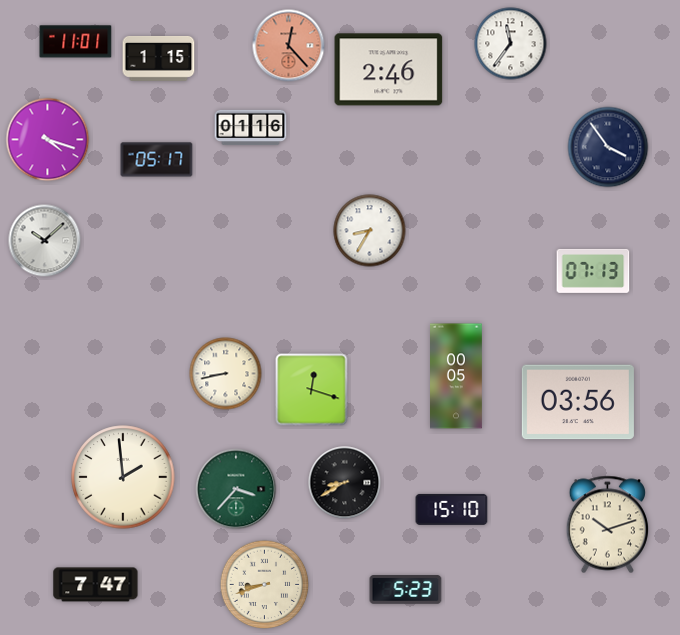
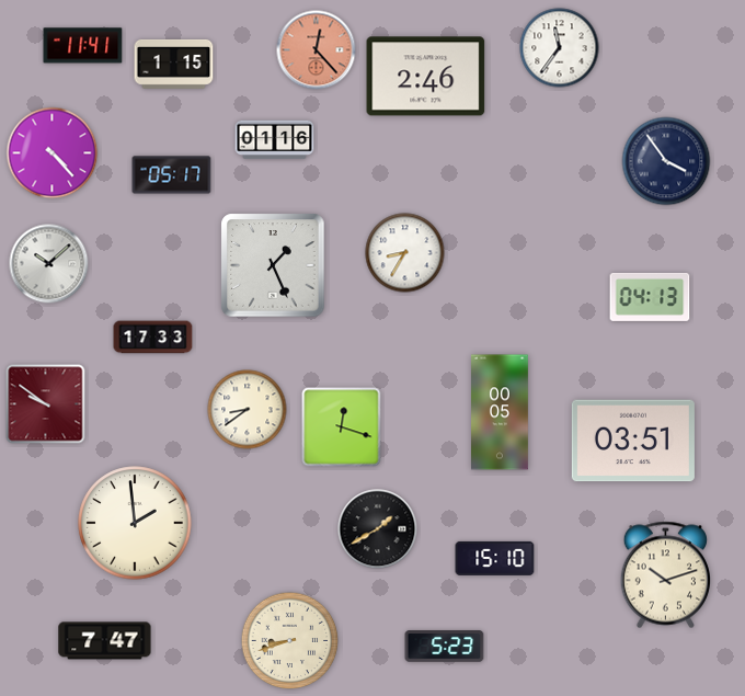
clock at (76, 42): 11:01 -> 11:41
clock at (48, 140): 4:18 -> 4:23
clock at (273, 265): none -> 1:26
clock at (593, 271): 07:13 -> 04:13
clock at (153, 338): none -> 17:33
clock at (46, 404): none -> 9:51
clock at (226, 374): 8:43 -> 8:39
clock at (578, 402): 03:56 -> 03:51
clock at (345, 483): 8:40 -> 1:40
clock at (236, 489): 3:37 -> none
